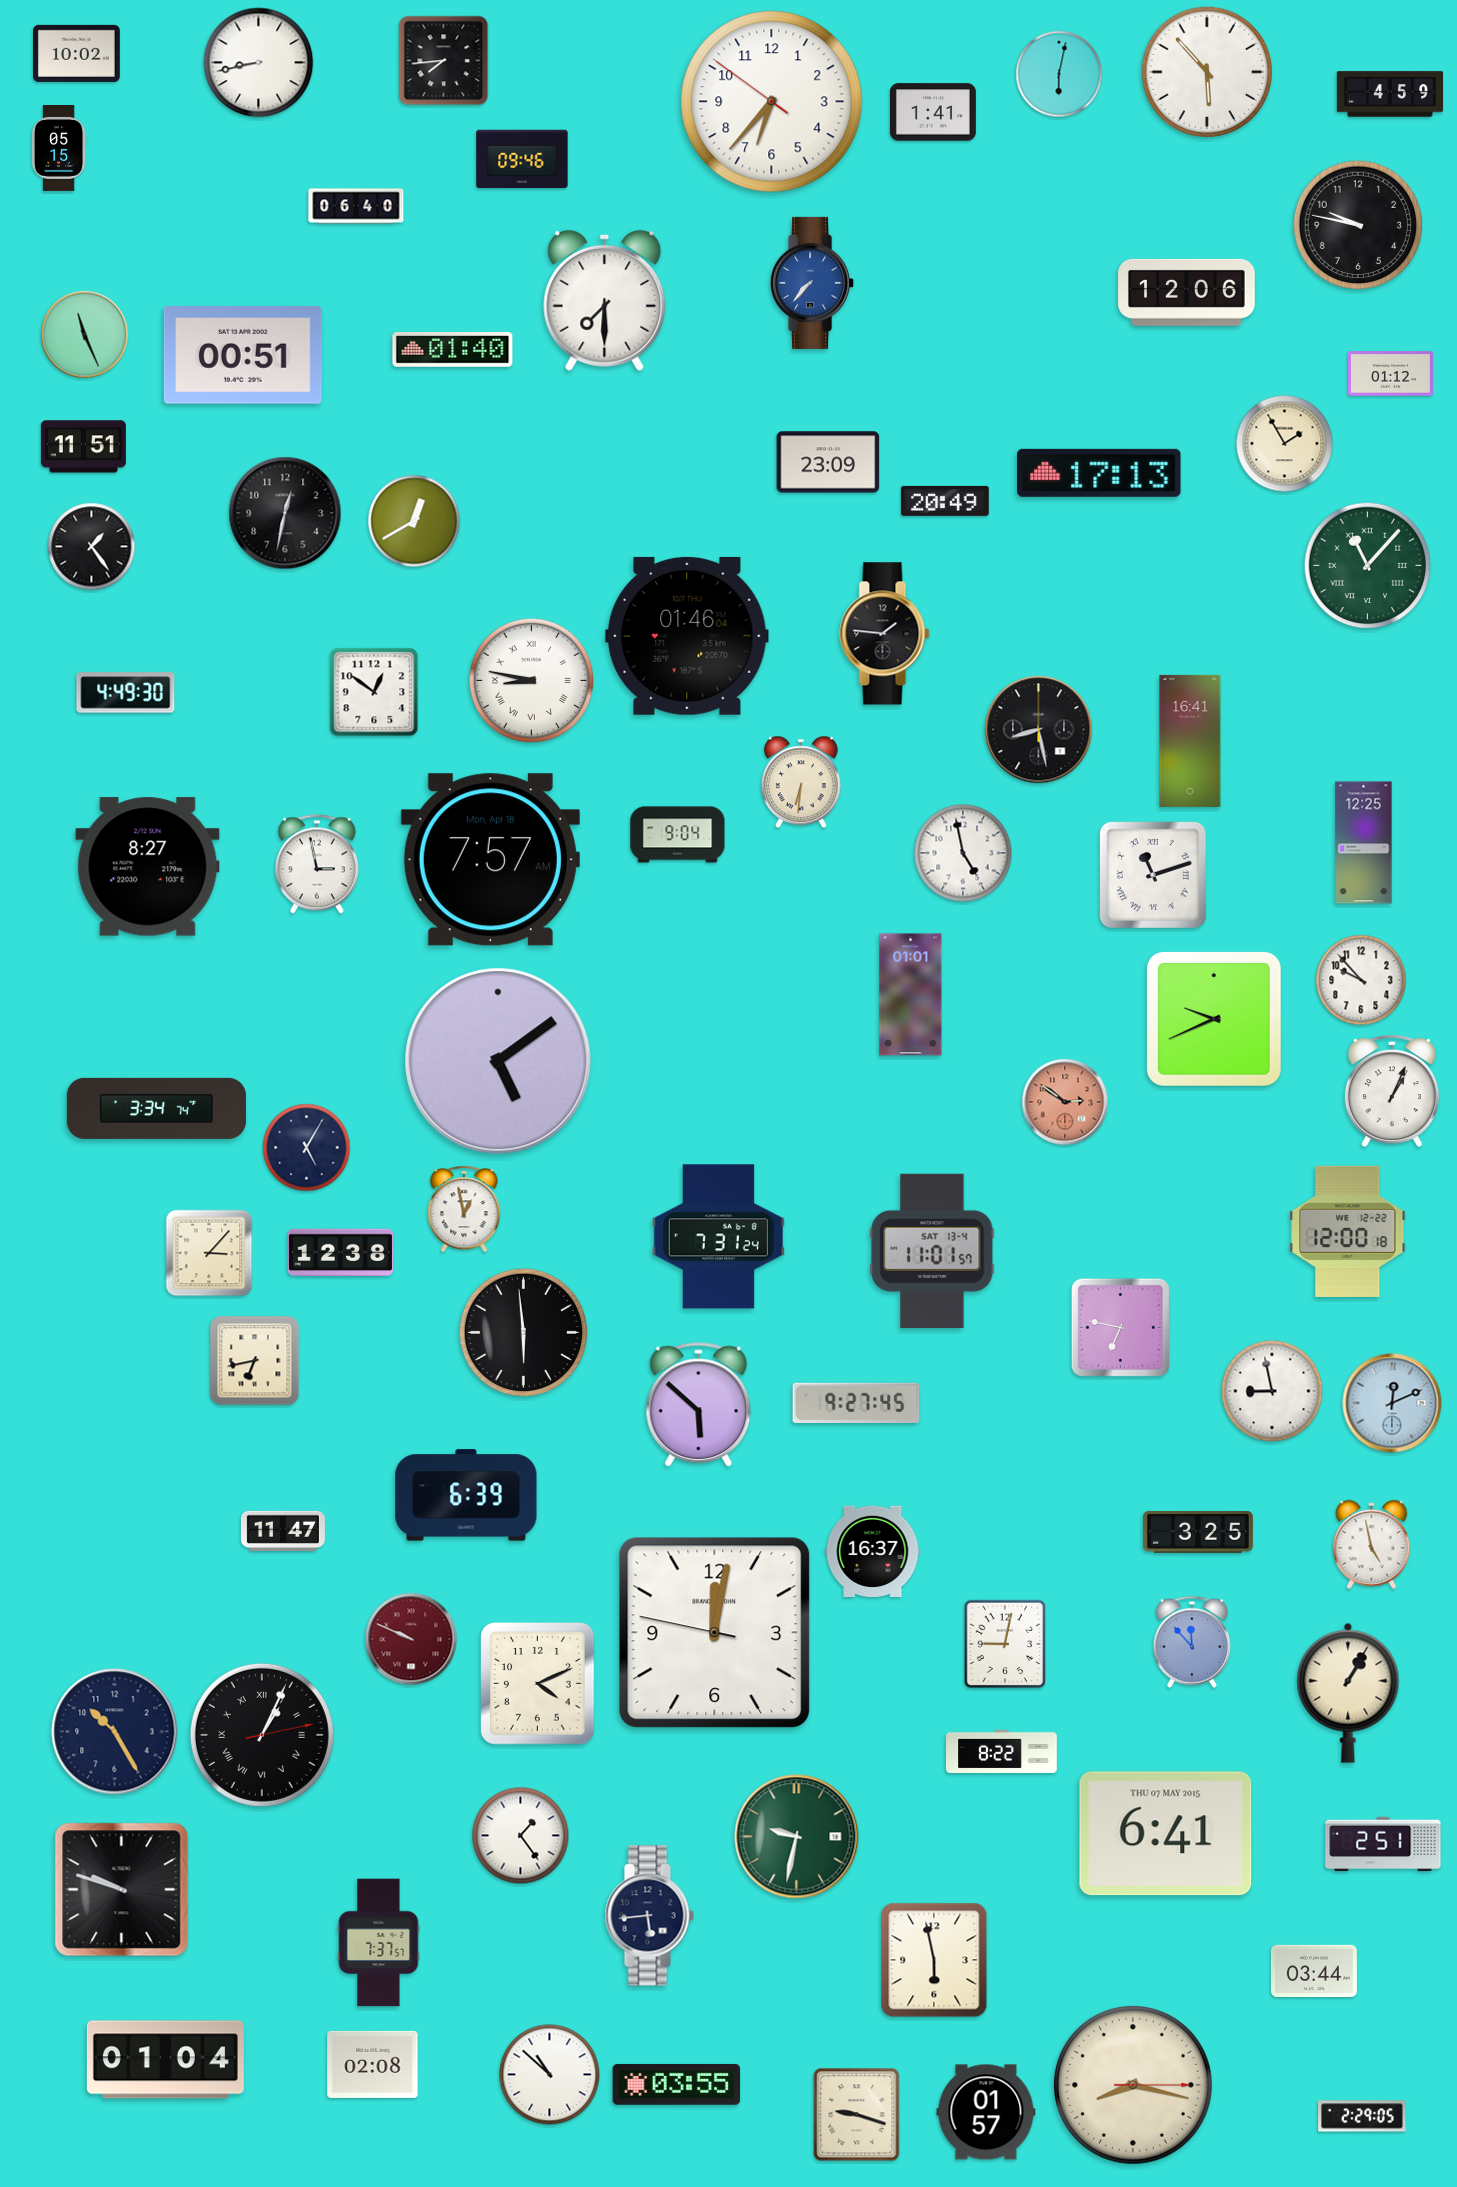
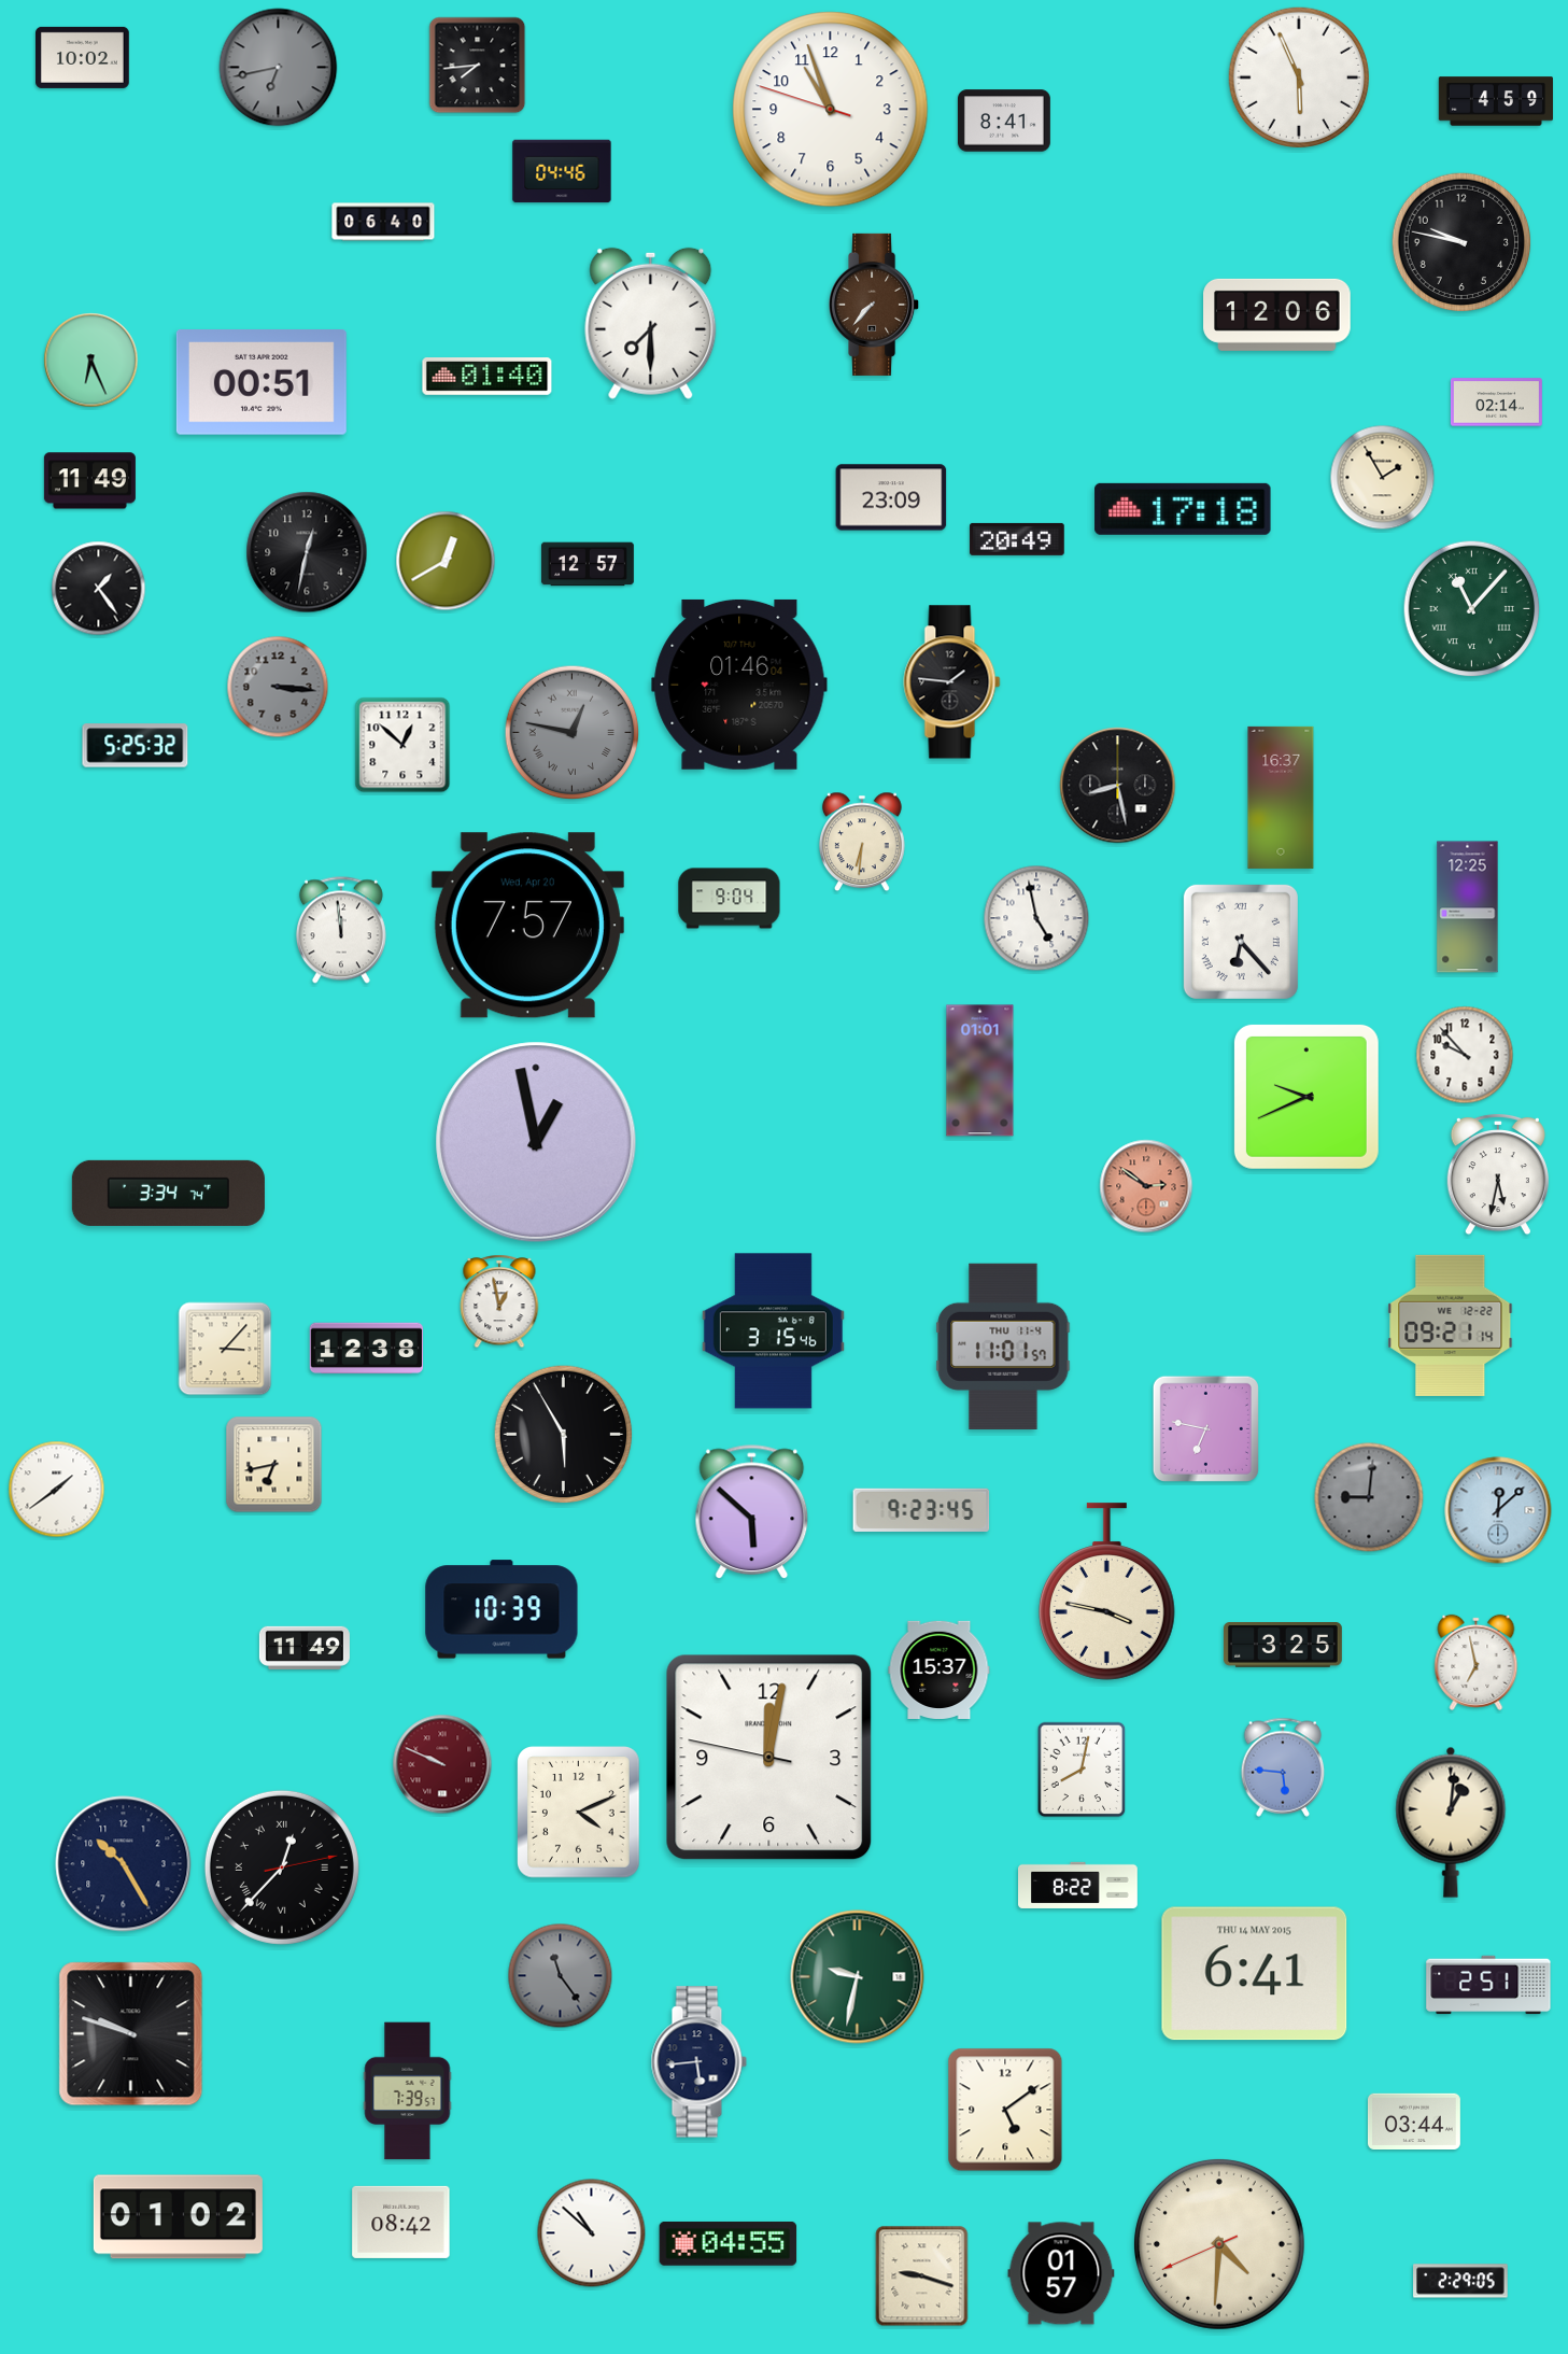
clock at (259, 63): 8:43 -> 6:43
clock at (259, 63) dial: white -> grey
clock at (1206, 71): 5:53 -> 5:56
clock at (1059, 74): 6:02 -> none
clock at (772, 102): 6:36 -> 10:56
clock at (933, 112): 1:41 -> 8:41
clock at (59, 149): 05:15 -> none
clock at (522, 159): 09:46 -> 04:46
clock at (813, 283) dial: blue -> brown
clock at (85, 335): 11:26 -> 6:26
clock at (1390, 374): 01:12 -> 02:14
clock at (83, 447): 11:51 -> 11:49
clock at (1099, 473): 17:13 -> 17:18
clock at (588, 564): none -> 12:57
clock at (278, 687): none -> 3:16
clock at (532, 681): 8:47 -> 12:47
clock at (532, 681) dial: white -> grey
clock at (374, 692): 12:51 -> 12:52
clock at (126, 693): 4:49 -> 5:25
clock at (1190, 741): 16:41 -> 16:37
clock at (490, 860) date: Mon, Apr 18 -> Wed, Apr 20
clock at (317, 864): 2:58 -> 11:59
clock at (148, 867): 8:27 -> none
clock at (1153, 875): 11:12 -> 6:23
clock at (498, 1061): 5:09 -> 12:58
clock at (1392, 1091): 1:04 -> 5:32
clock at (307, 1148): 5:05 -> none
clock at (1348, 1231): 12:00 -> 09:21
clock at (718, 1237): 7:31 -> 3:15
clock at (932, 1251) date: SAT 13-4 -> THU 11-4
clock at (524, 1333): 5:59 -> 5:55
clock at (57, 1490): none -> 1:39
clock at (1272, 1391): 8:58 -> 9:01
clock at (1272, 1391) dial: white -> grey
clock at (856, 1403): 9:27 -> 9:23
clock at (1392, 1403): 12:11 -> 12:08
clock at (1106, 1592): none -> 3:47
clock at (466, 1495): 6:39 -> 10:39
clock at (283, 1531): 11:47 -> 11:49
clock at (1198, 1533) position: (1198, 1533) -> (1283, 1646)
clock at (1372, 1544): 4:58 -> 6:58
clock at (873, 1552): 16:37 -> 15:37
clock at (1192, 1642): 11:53 -> 5:46
clock at (1005, 1644): 9:02 -> 8:02
clock at (1348, 1693): 1:05 -> 1:01
clock at (262, 1735): 1:04 -> 12:37
clock at (1166, 1834) date: THU 07 MAY 2015 -> THU 14 MAY 2015
clock at (521, 1836): 1:24 -> 11:24
clock at (521, 1836) dial: white -> grey
clock at (379, 1943): 7:37 -> 7:39
clock at (934, 1960): 5:58 -> 5:09
clock at (165, 2060): 01:04 -> 01:02
clock at (373, 2064): 02:08 -> 08:42
clock at (677, 2085): 03:55 -> 04:55
clock at (1133, 2085): 8:17 -> 4:30
clock at (1362, 2116) position: (1362, 2116) -> (1460, 2281)
